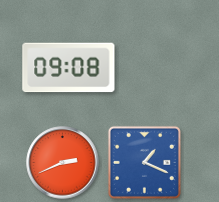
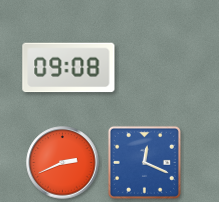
clock at (144, 162): 1:19 -> 12:19
